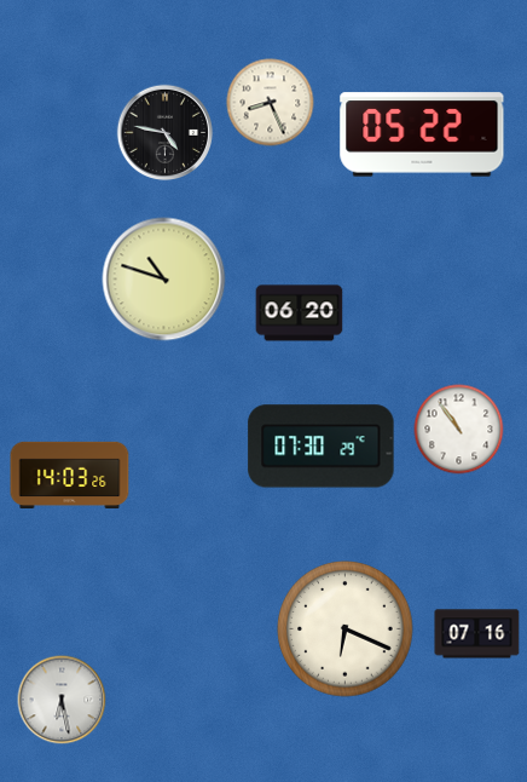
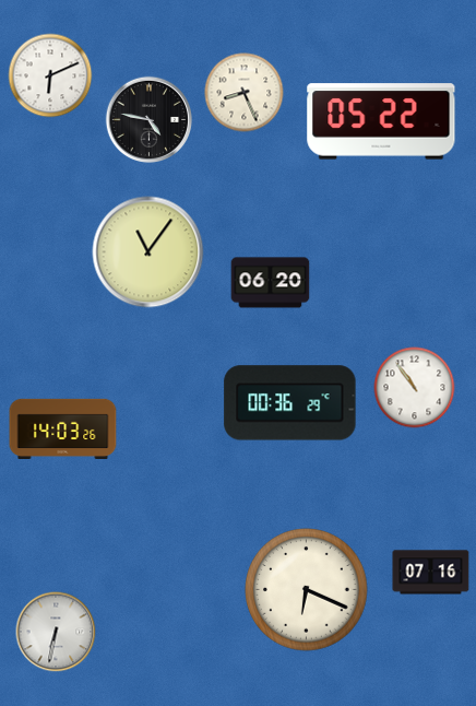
clock at (50, 75): none -> 6:11
clock at (164, 280): 10:48 -> 11:06
clock at (322, 447): 07:30 -> 00:36
clock at (346, 629) position: (346, 629) -> (307, 590)
clock at (62, 700): 6:28 -> 6:32
